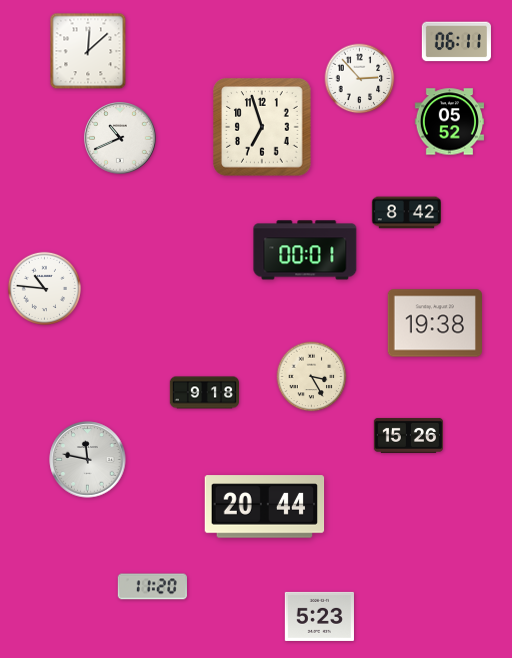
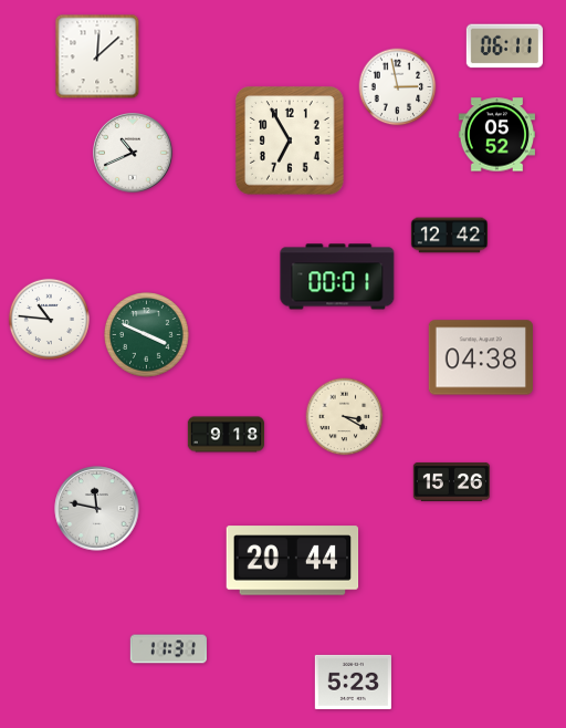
clock at (360, 79): 2:53 -> 2:58
clock at (262, 127): 6:57 -> 6:55
clock at (406, 213): 8:42 -> 12:42
clock at (147, 335): none -> 3:49
clock at (434, 323): 19:38 -> 04:38
clock at (312, 377): 3:25 -> 3:20
clock at (152, 587): 11:20 -> 11:31
